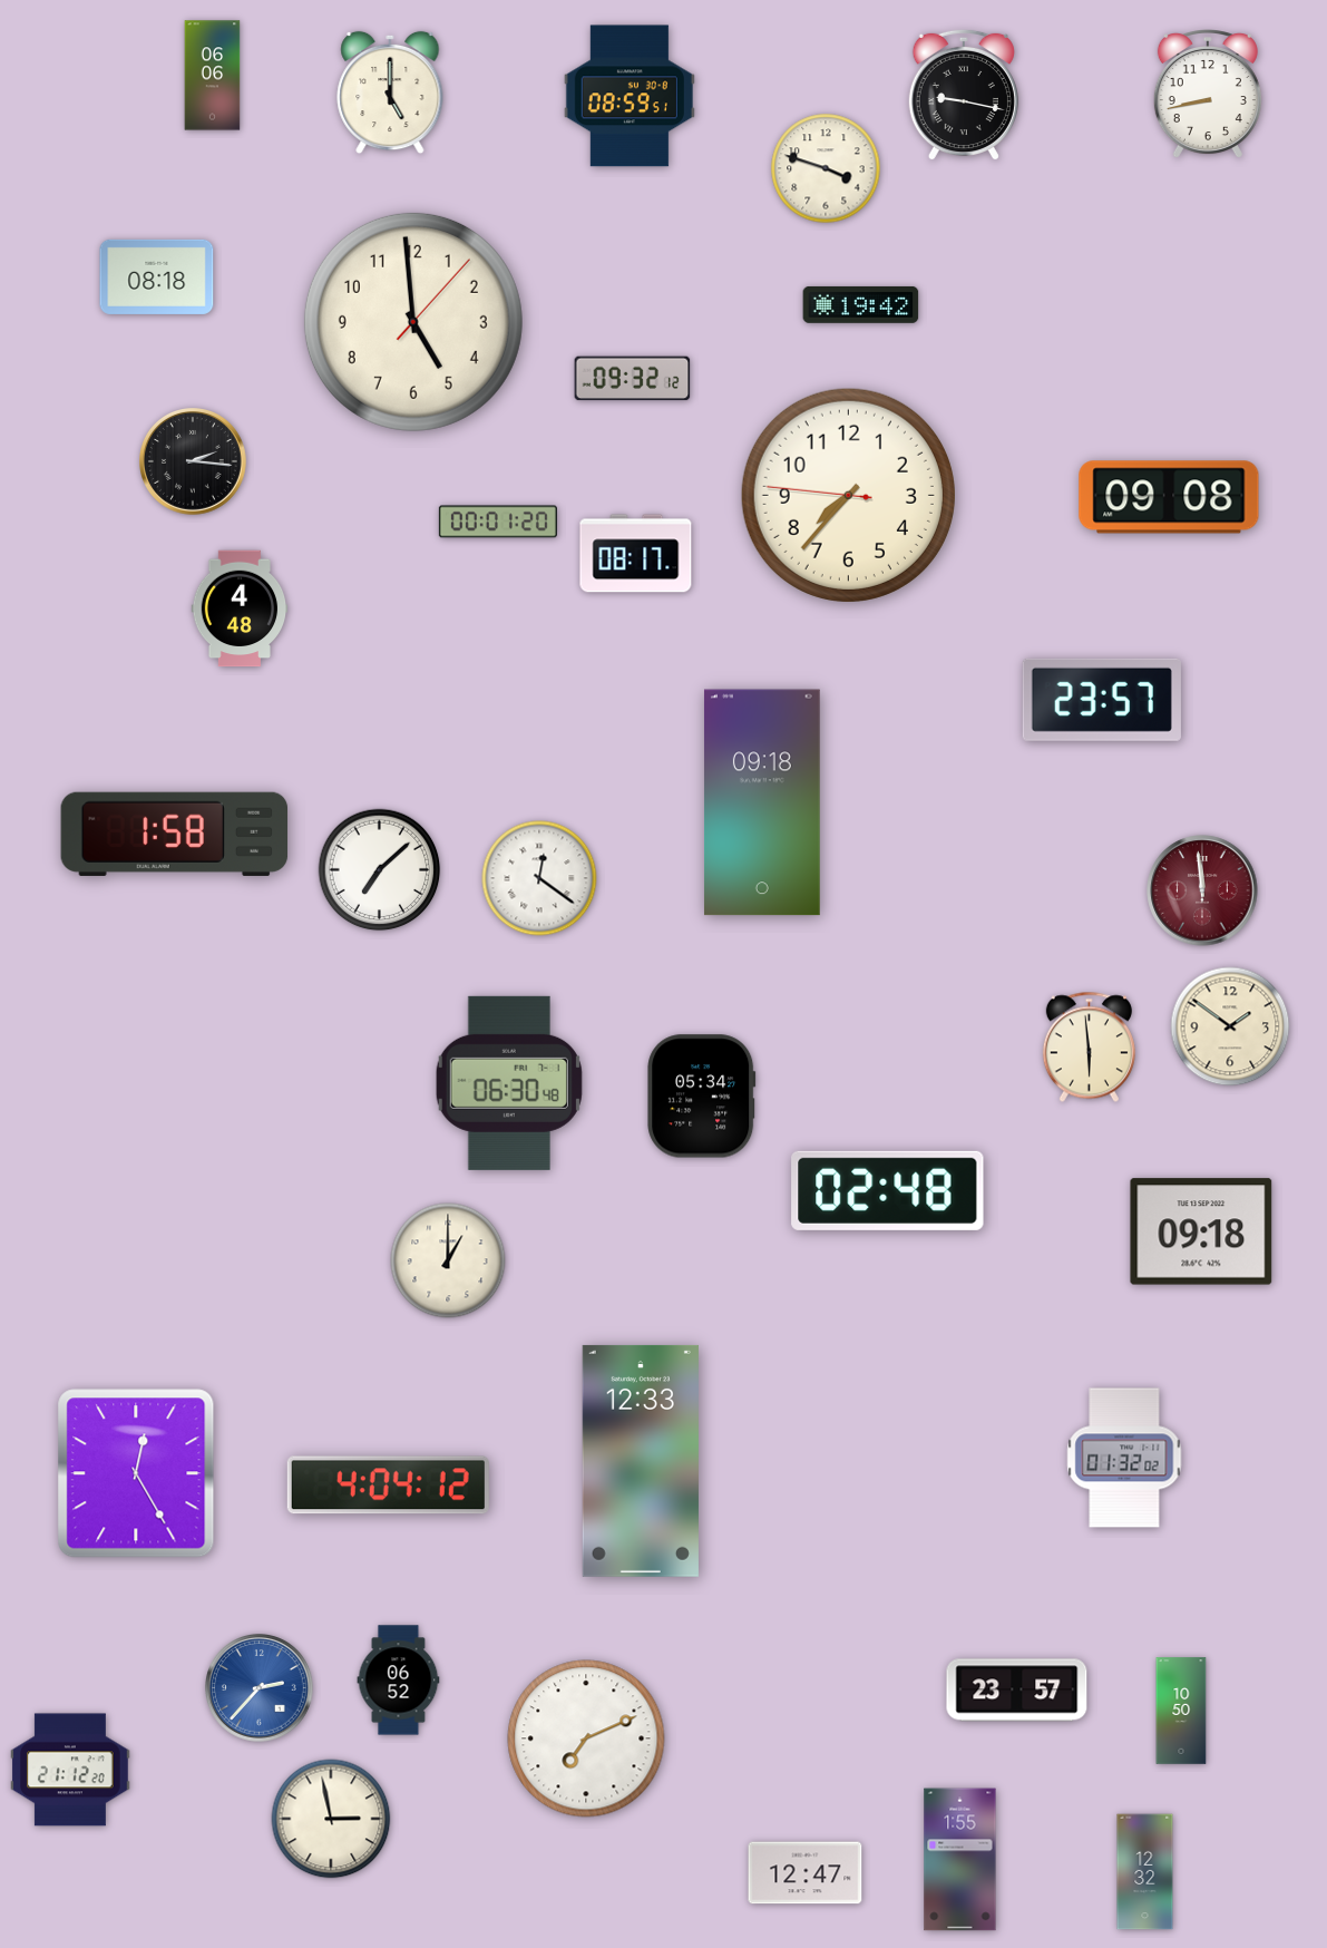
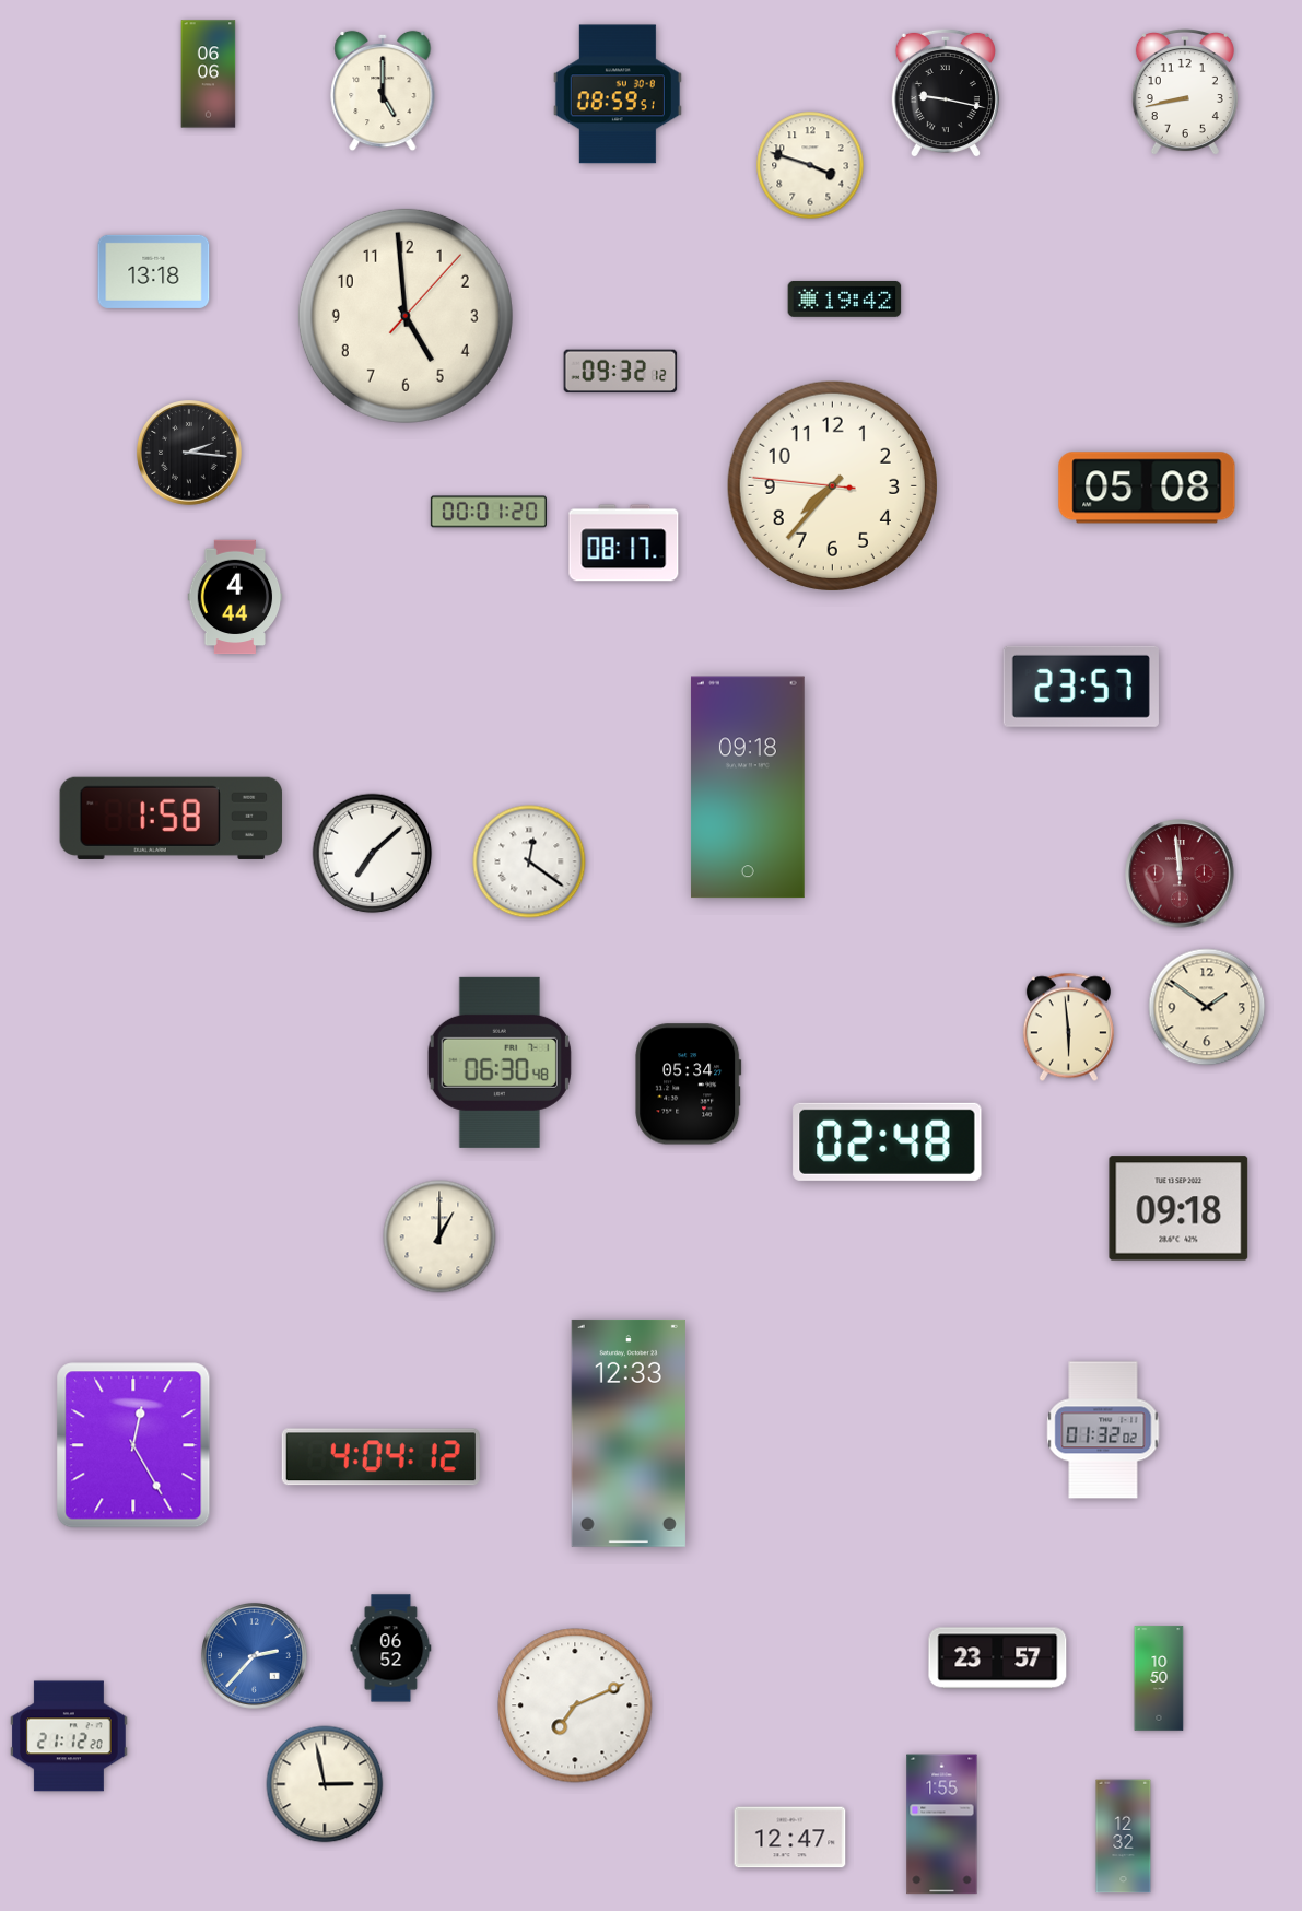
clock at (157, 276): 08:18 -> 13:18
clock at (1169, 497): 09:08 -> 05:08
clock at (240, 608): 4:48 -> 4:44
clock at (702, 1097) position: (702, 1097) -> (689, 1085)
clock at (888, 1190) position: (888, 1190) -> (888, 1141)
